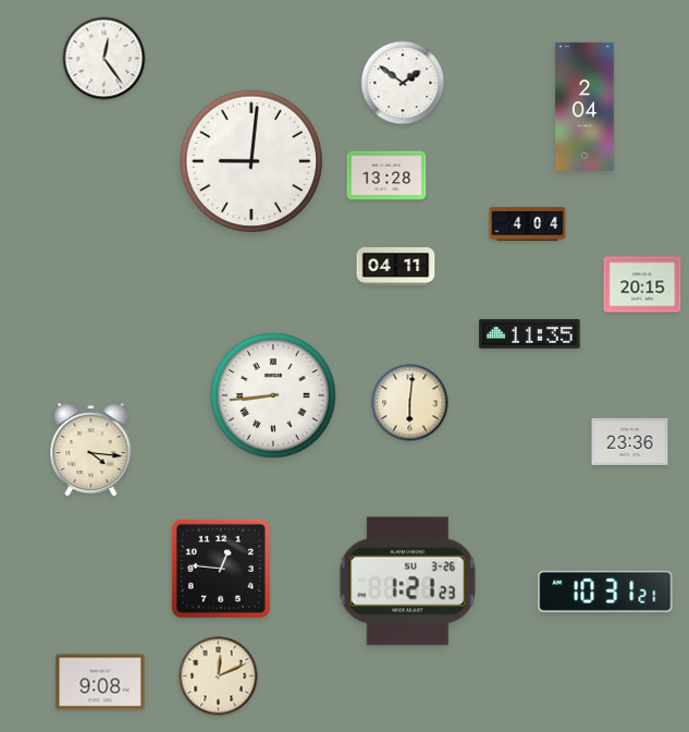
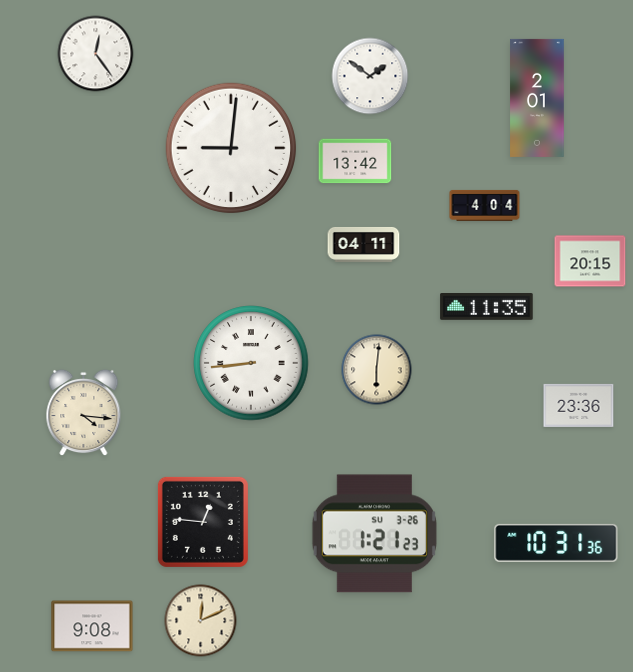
clock at (585, 107): 2:04 -> 2:01
clock at (386, 175): 13:28 -> 13:42
clock at (605, 591): 10:31:21 -> 10:31:36
